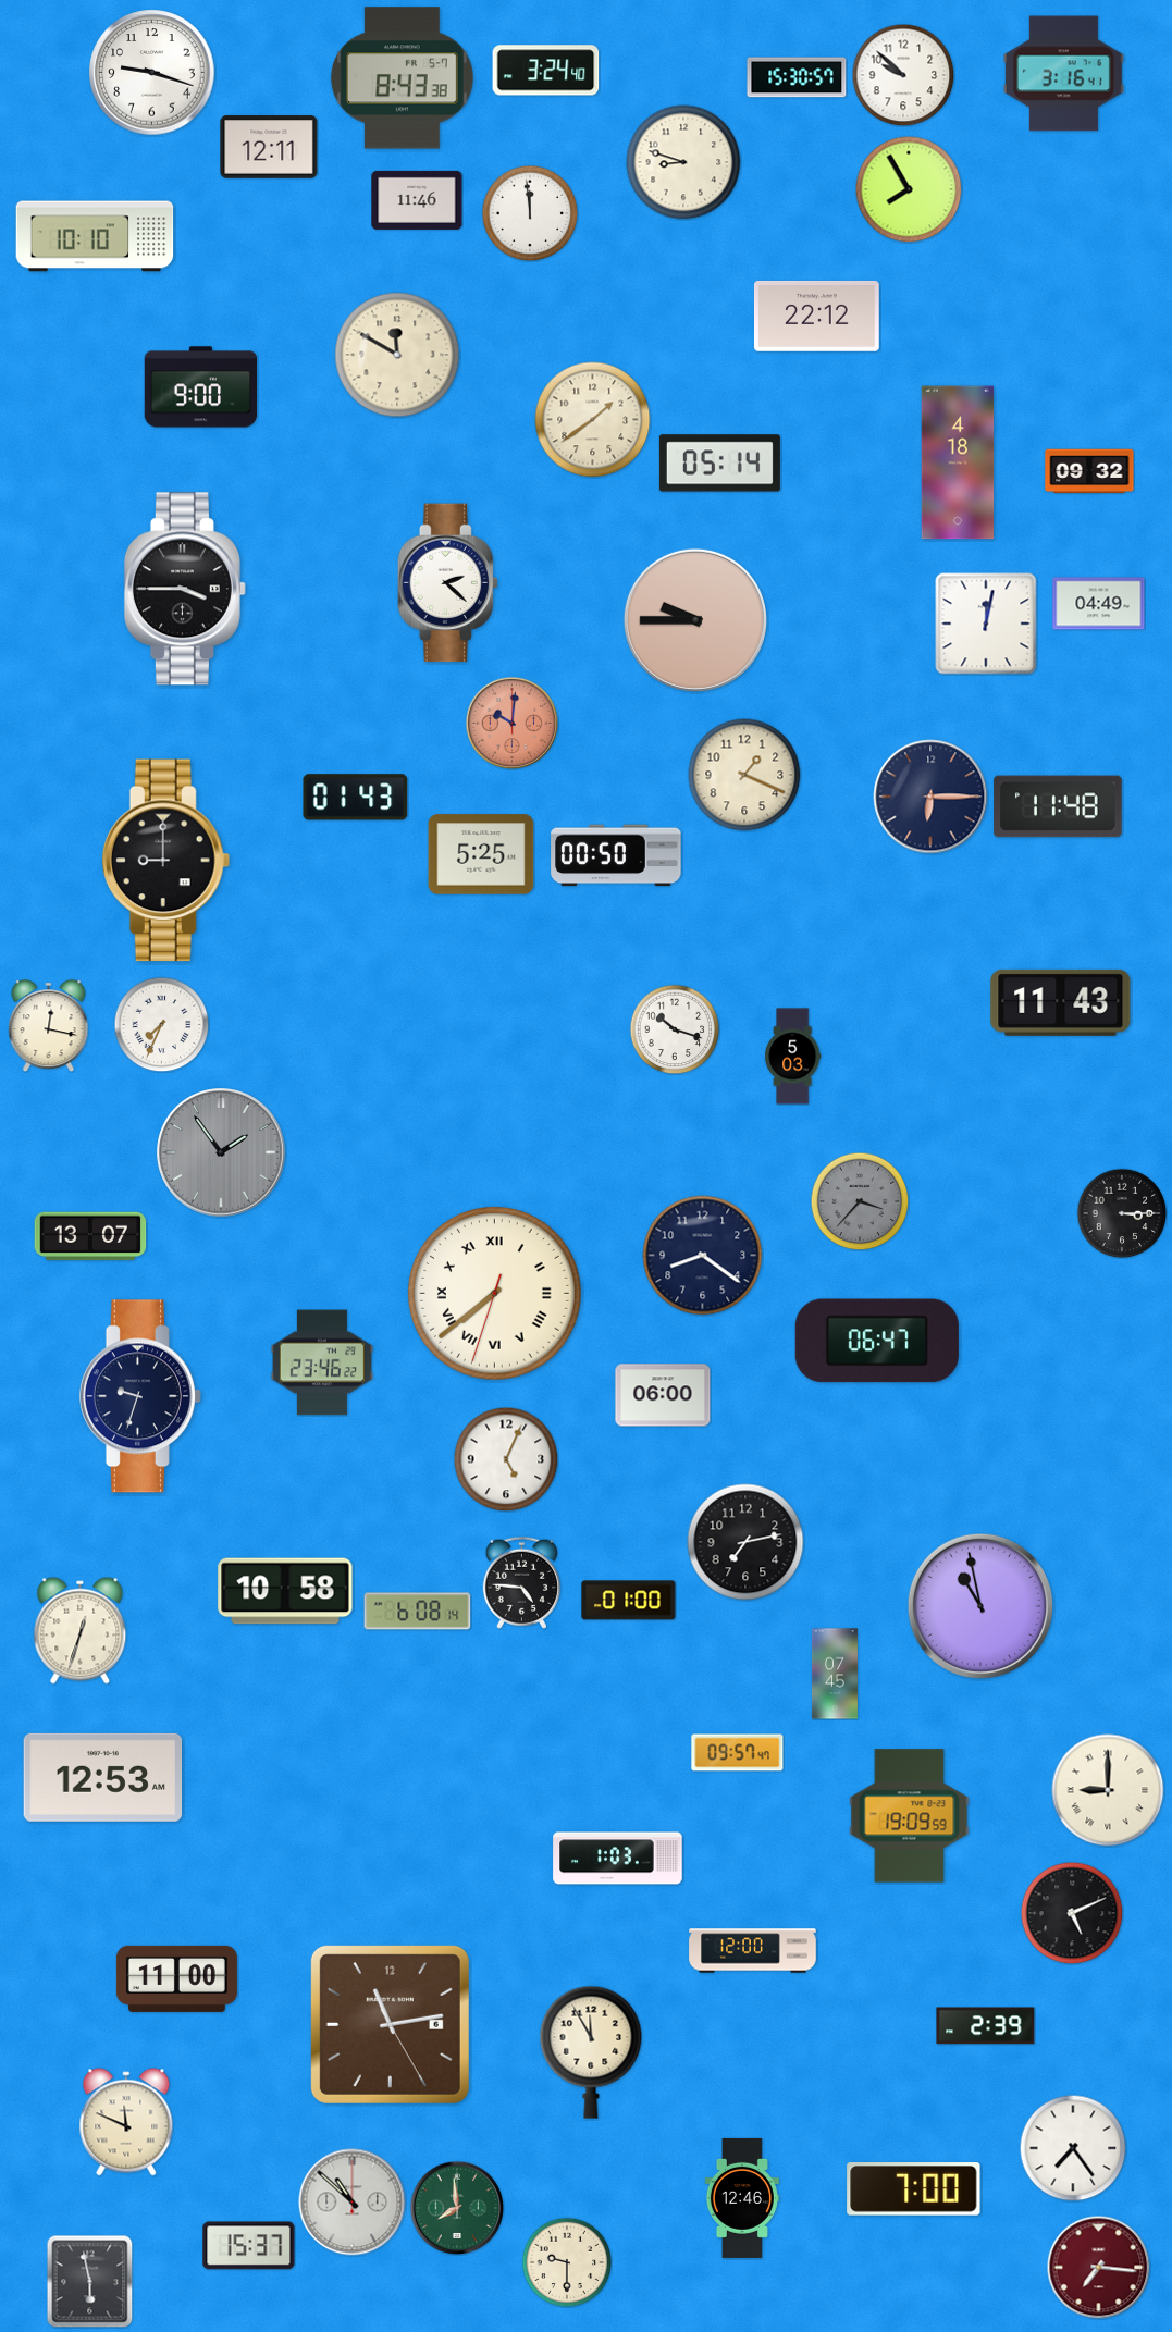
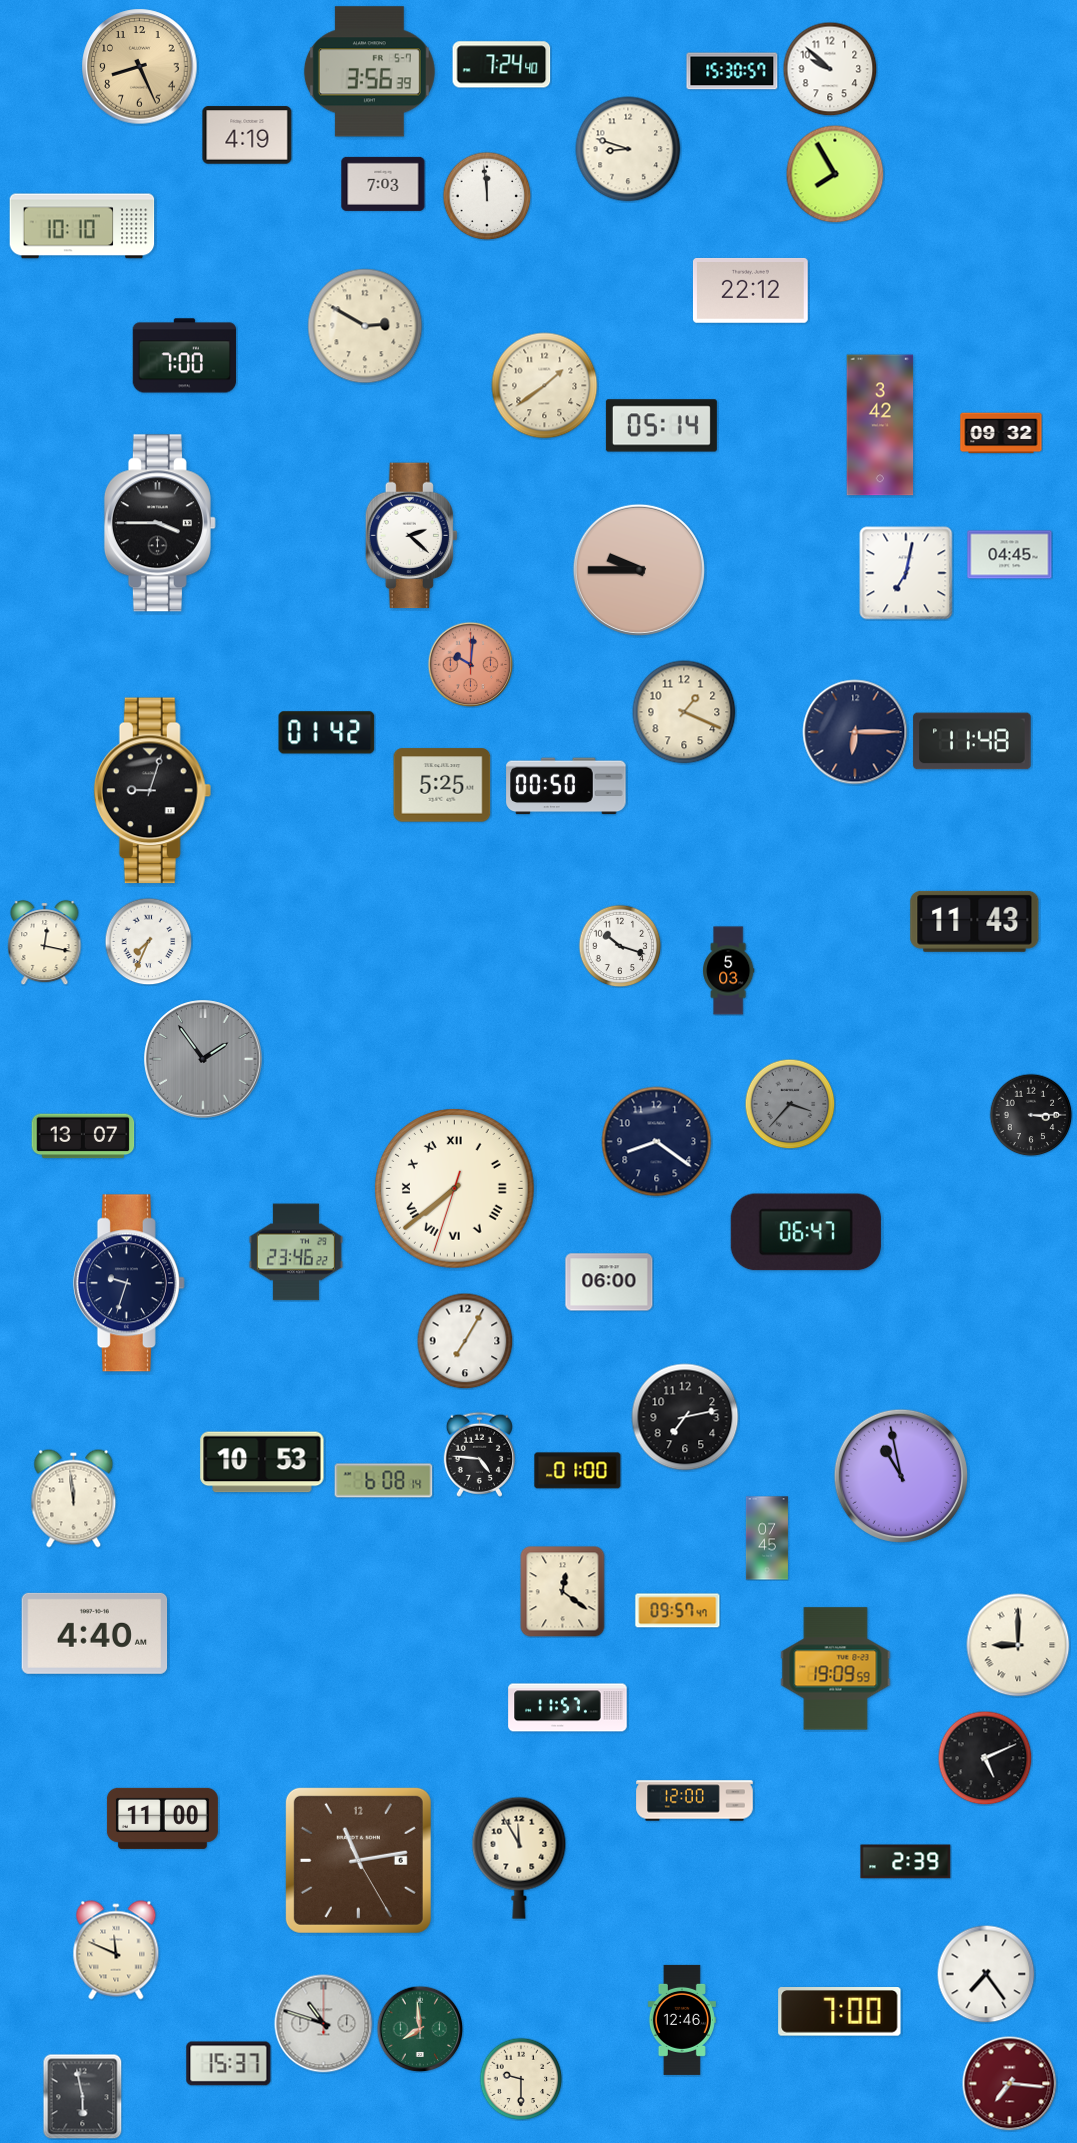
clock at (546, 71): 3:24 -> 7:24
clock at (152, 73): 9:18 -> 8:26
clock at (152, 73) dial: white -> champagne
clock at (1063, 74): 3:16 -> none
clock at (402, 78): 8:43 -> 3:56
clock at (269, 147): 12:11 -> 4:19
clock at (417, 200): 11:46 -> 7:03
clock at (95, 236) position: (95, 236) -> (82, 226)
clock at (397, 355): 11:50 -> 2:50
clock at (201, 387): 9:00 -> 7:00
clock at (958, 462): 4:18 -> 3:42
clock at (185, 589) position: (185, 589) -> (160, 523)
clock at (1099, 604): 04:49 -> 04:45
clock at (986, 624): 12:02 -> 7:02
clock at (356, 798): 01:43 -> 01:42
clock at (166, 861): 9:00 -> 9:03
clock at (703, 1256) position: (703, 1256) -> (657, 1142)
clock at (506, 1459): 5:04 -> 7:05
clock at (285, 1591): 10:58 -> 10:53
clock at (81, 1631): 12:33 -> 11:59
clock at (563, 1592): none -> 12:21
clock at (103, 1777): 12:53 -> 4:40
clock at (618, 1859): 1:03 -> 11:57
clock at (753, 1951) position: (753, 1951) -> (695, 1801)
clock at (591, 2052) position: (591, 2052) -> (519, 1858)
clock at (353, 2203): 10:52 -> 10:48
